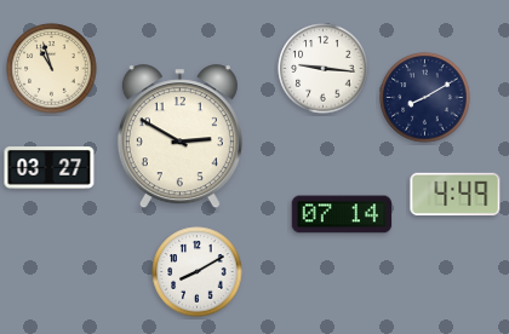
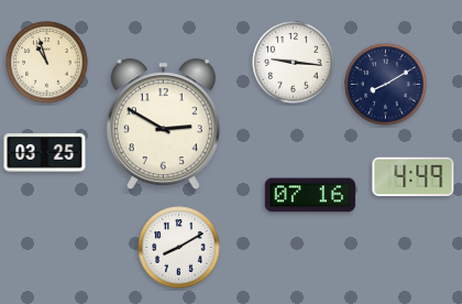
clock at (425, 98) position: (425, 98) -> (386, 85)
clock at (50, 168): 03:27 -> 03:25
clock at (342, 214): 07:14 -> 07:16
